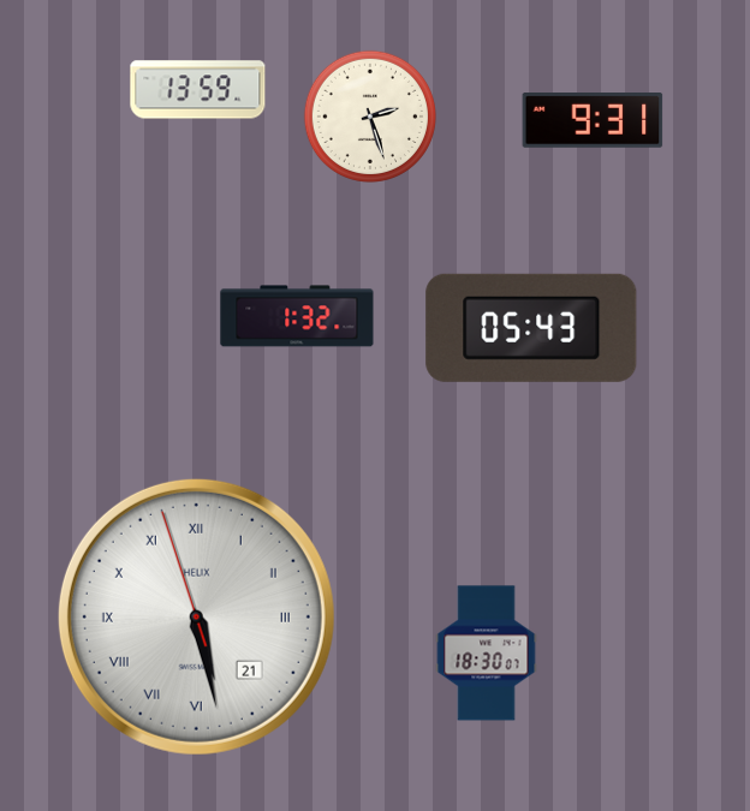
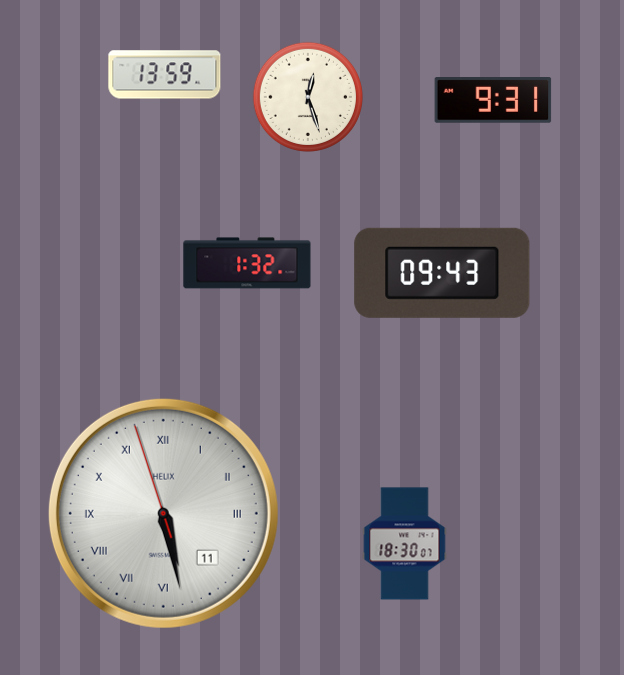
clock at (370, 117): 2:27 -> 12:27
clock at (531, 328): 05:43 -> 09:43
clock at (196, 616) date: 21 -> 11
